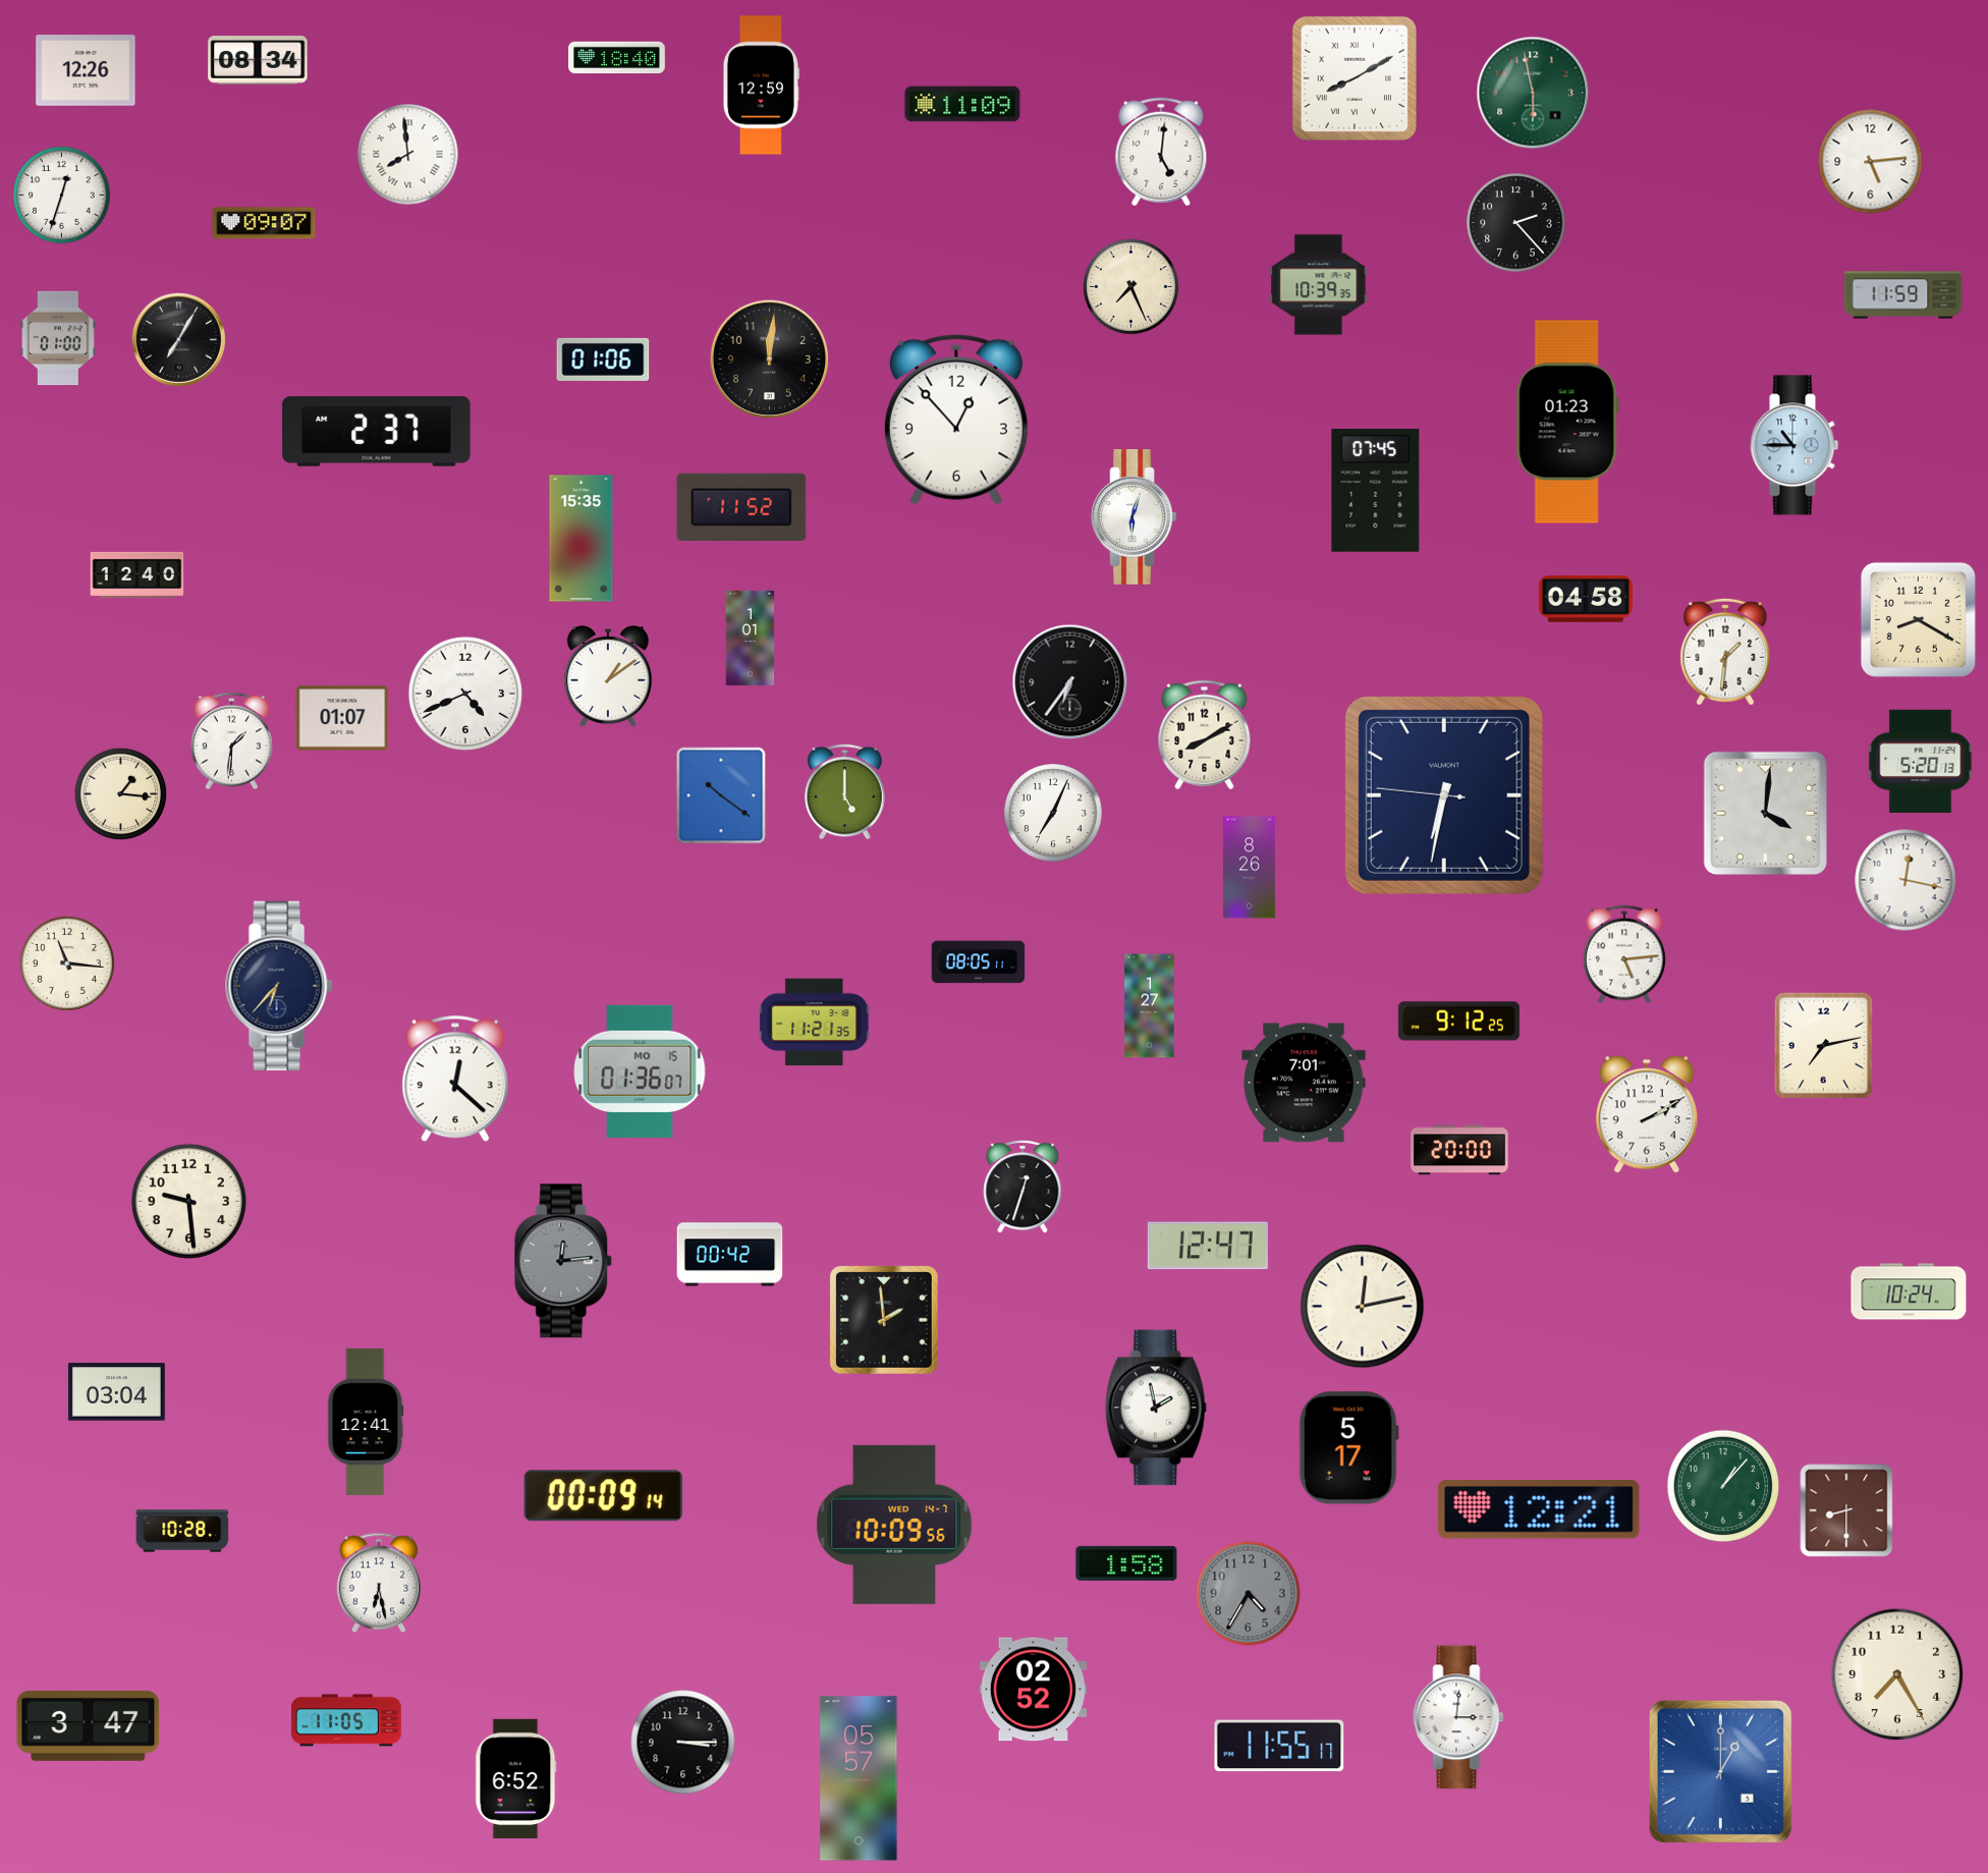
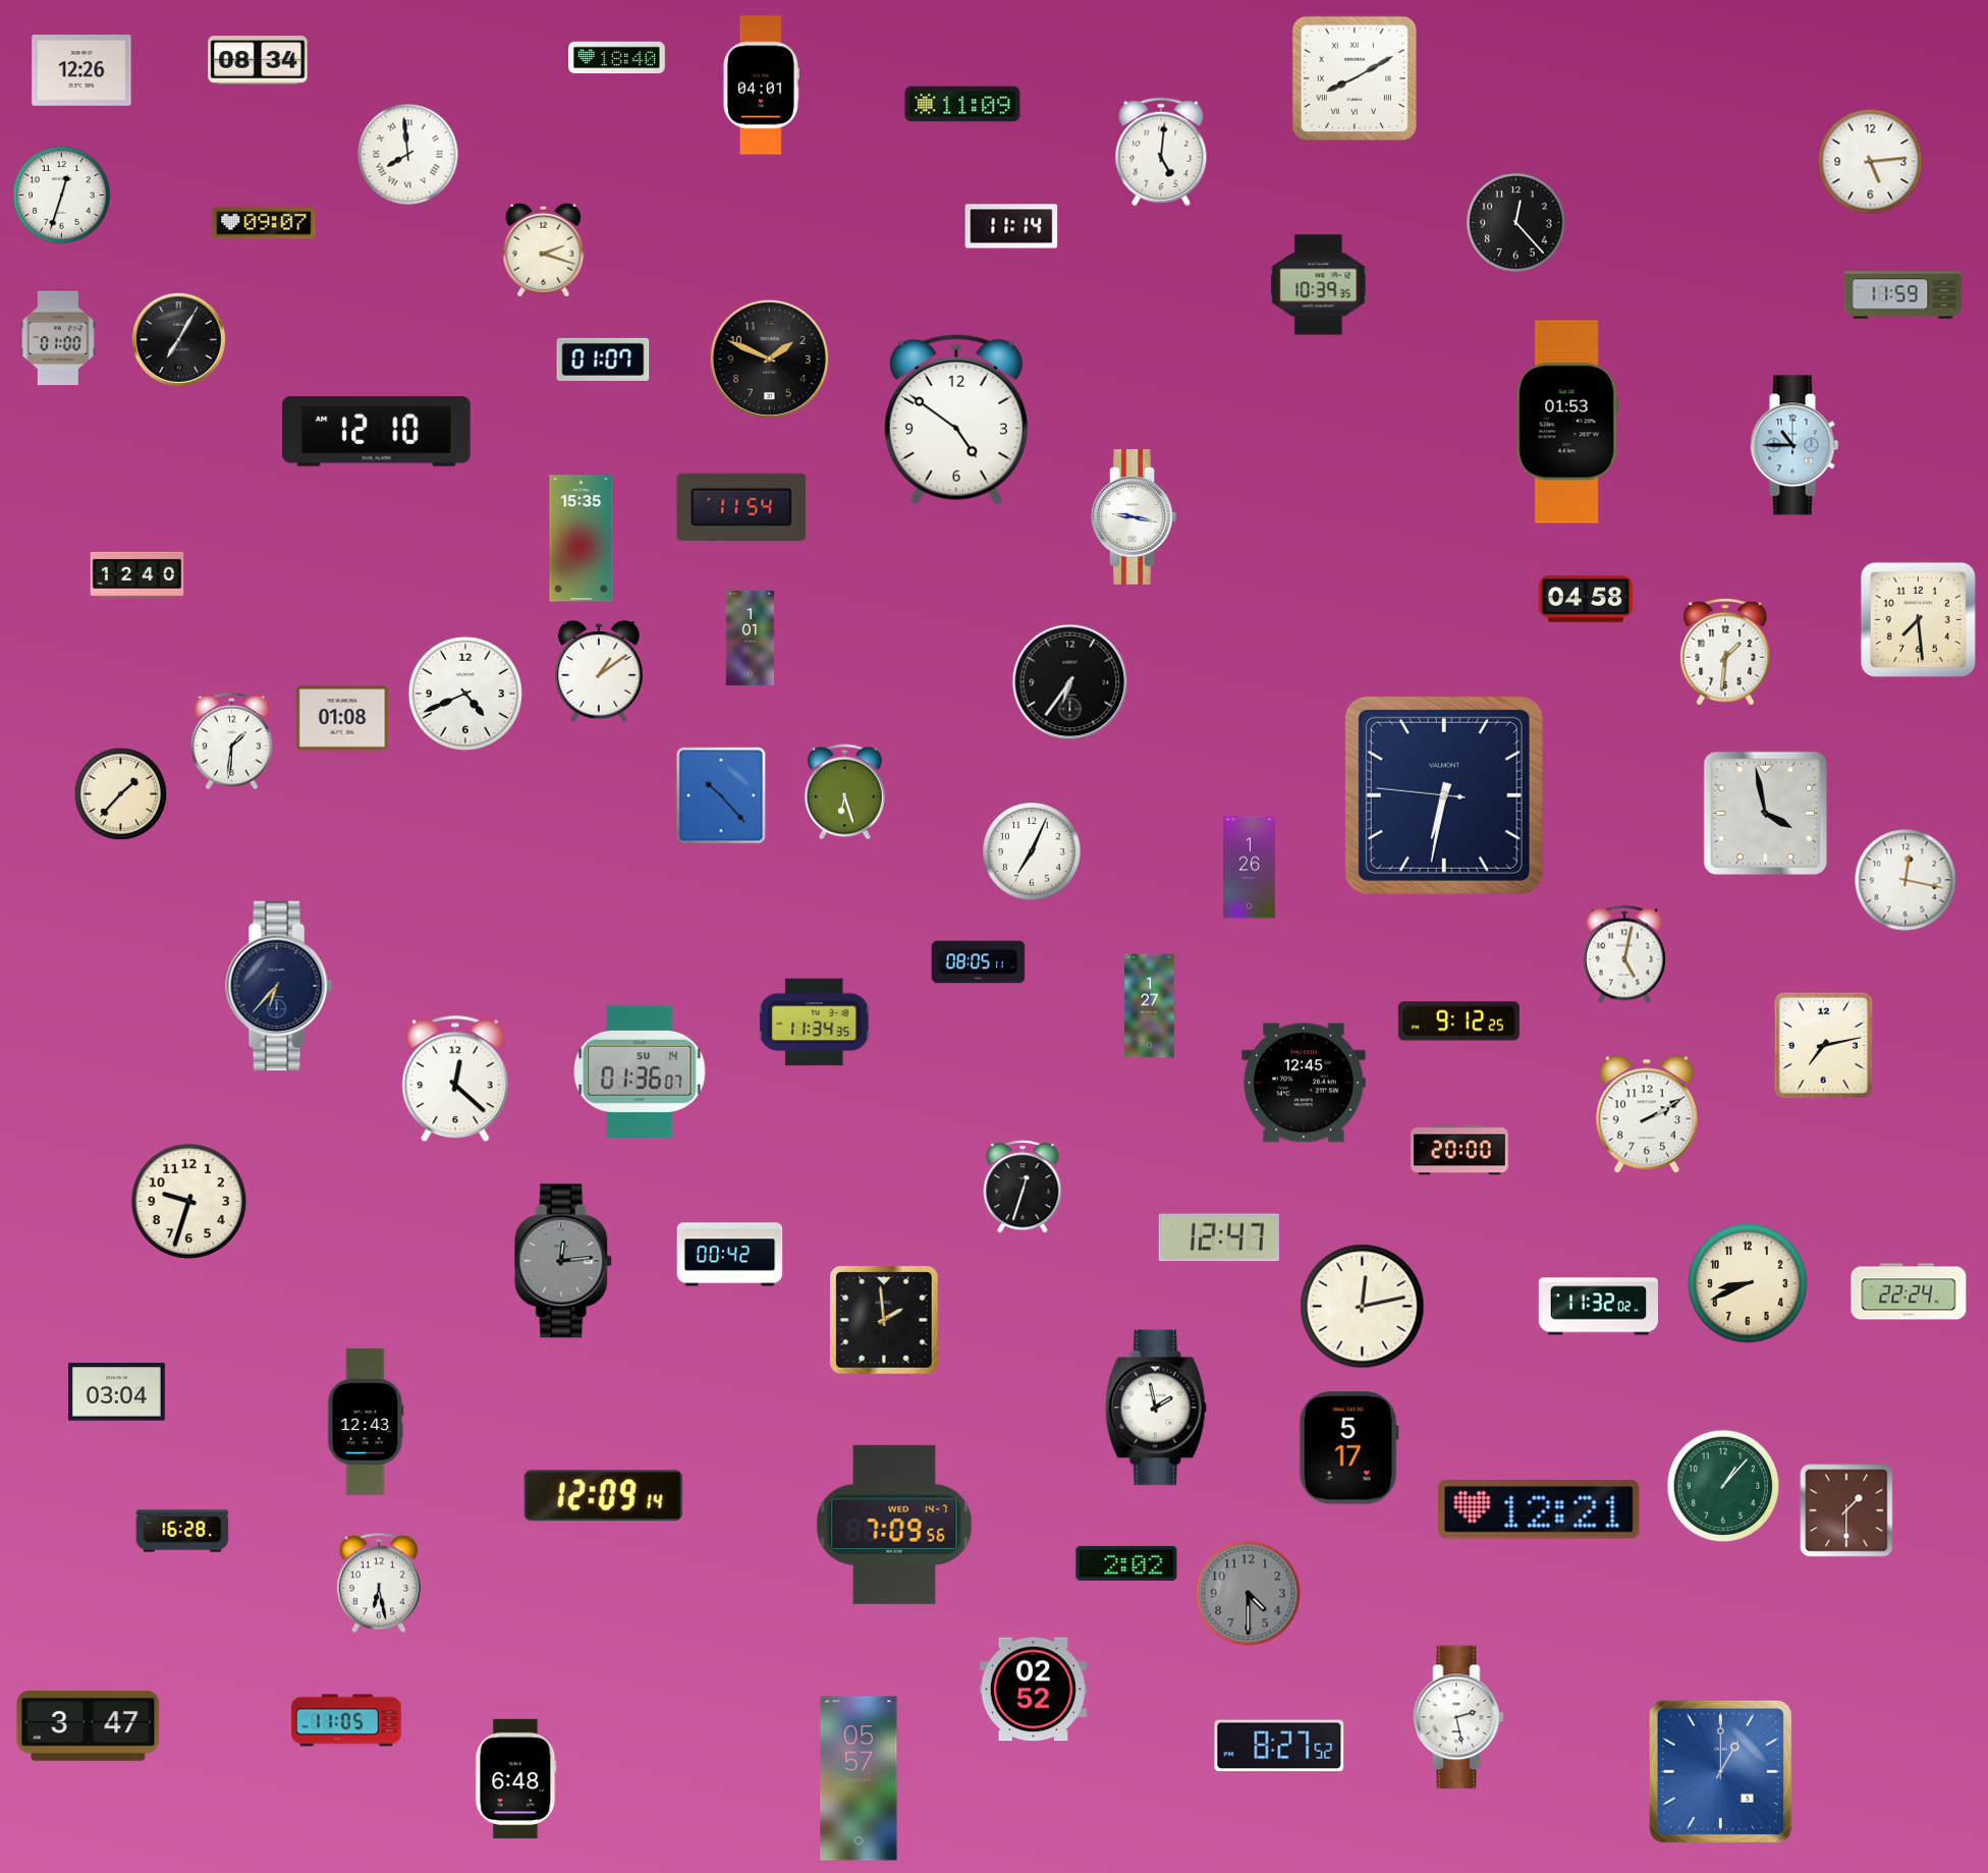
clock at (86, 70) position: (86, 70) -> (81, 70)
clock at (761, 86): 12:59 -> 04:01
clock at (1533, 93): 5:58 -> none
clock at (1516, 223): 2:23 -> 12:23
clock at (1011, 226): none -> 11:14
clock at (544, 250): none -> 2:18
clock at (1130, 286): 7:26 -> none
clock at (603, 360): 01:06 -> 01:07
clock at (770, 360): 12:01 -> 1:49
clock at (956, 420): 12:53 -> 4:51
clock at (1567, 422): 01:23 -> 01:53
clock at (377, 432): 2:37 -> 12:10
clock at (1376, 491): 07:45 -> none
clock at (741, 507): 11:52 -> 11:54
clock at (1135, 517): 6:03 -> 9:17
clock at (1918, 619): 8:20 -> 7:29
clock at (608, 677) position: (608, 677) -> (599, 672)
clock at (342, 718): 01:07 -> 01:08
clock at (1205, 735): 8:10 -> none
clock at (1921, 761): 5:20 -> none
clock at (845, 792): 5:00 -> 6:27
clock at (121, 794): 1:16 -> 1:37
clock at (721, 795): 10:21 -> 10:23
clock at (1053, 813) position: (1053, 813) -> (1032, 851)
clock at (1766, 814): 4:01 -> 3:58
clock at (1250, 868): 8:26 -> 1:26
clock at (1624, 954): 5:14 -> 5:02
clock at (67, 963): 11:16 -> none
clock at (815, 1023): 11:21 -> 11:34
clock at (640, 1071) date: MO 15 -> SU 14
clock at (1304, 1083): 7:01 -> 12:45
clock at (188, 1201): 9:29 -> 9:33
clock at (1208, 1246) position: (1208, 1246) -> (1219, 1237)
clock at (1748, 1283): none -> 8:41
clock at (1909, 1291): 10:24 -> 22:24
clock at (1599, 1307): none -> 11:32
clock at (366, 1422): 12:41 -> 12:43
clock at (603, 1496): 00:09 -> 12:09
clock at (1846, 1510): 8:30 -> 1:30
clock at (894, 1525): 10:09 -> 7:09
clock at (182, 1531): 10:28 -> 16:28
clock at (1126, 1563): 1:58 -> 2:02
clock at (1249, 1594): 4:35 -> 4:30
clock at (1897, 1674): 7:25 -> none
clock at (1458, 1717): 3:01 -> 2:28
clock at (683, 1743): 3:15 -> none
clock at (1279, 1746): 11:55 -> 8:27
clock at (516, 1779): 6:52 -> 6:48
